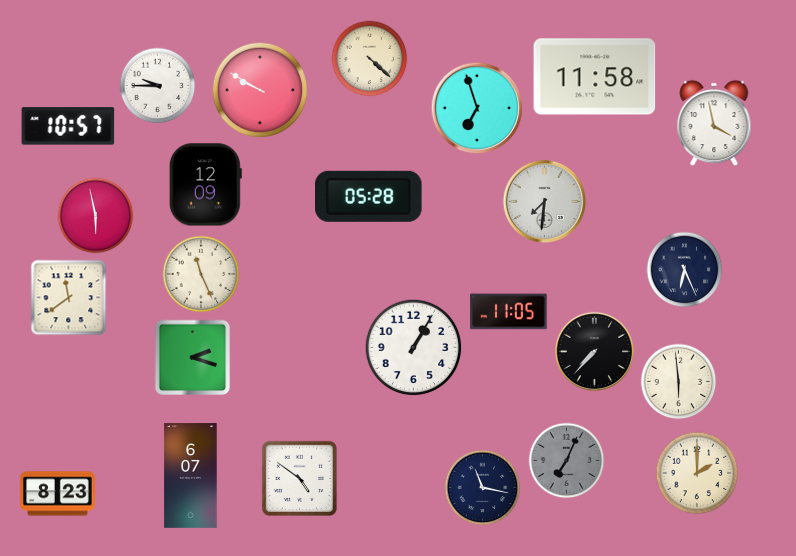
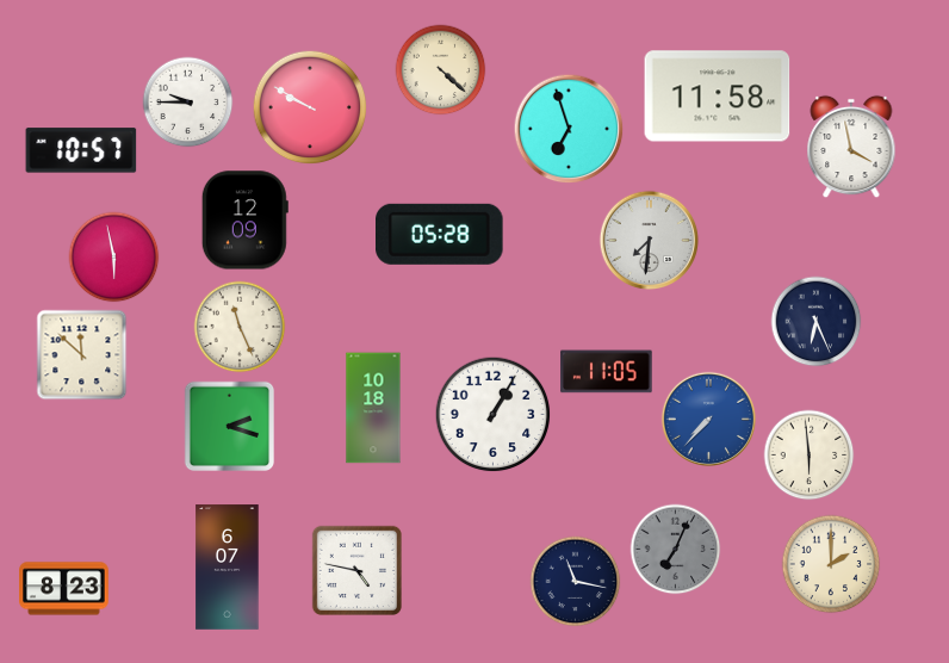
clock at (595, 77) position: (595, 77) -> (718, 97)
clock at (69, 298): 11:39 -> 11:52
clock at (373, 408): none -> 10:18
clock at (594, 351) dial: black -> blue
clock at (299, 478): 4:51 -> 4:47
clock at (58, 494) position: (58, 494) -> (64, 589)
